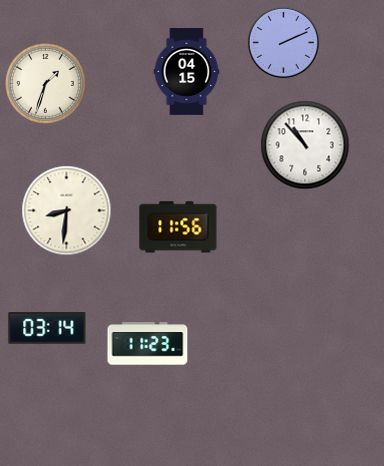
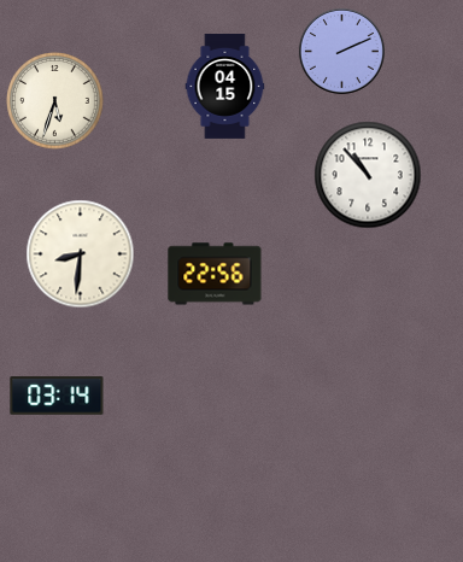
clock at (46, 84): 1:33 -> 5:33
clock at (178, 227): 11:56 -> 22:56
clock at (148, 344): 11:23 -> none
